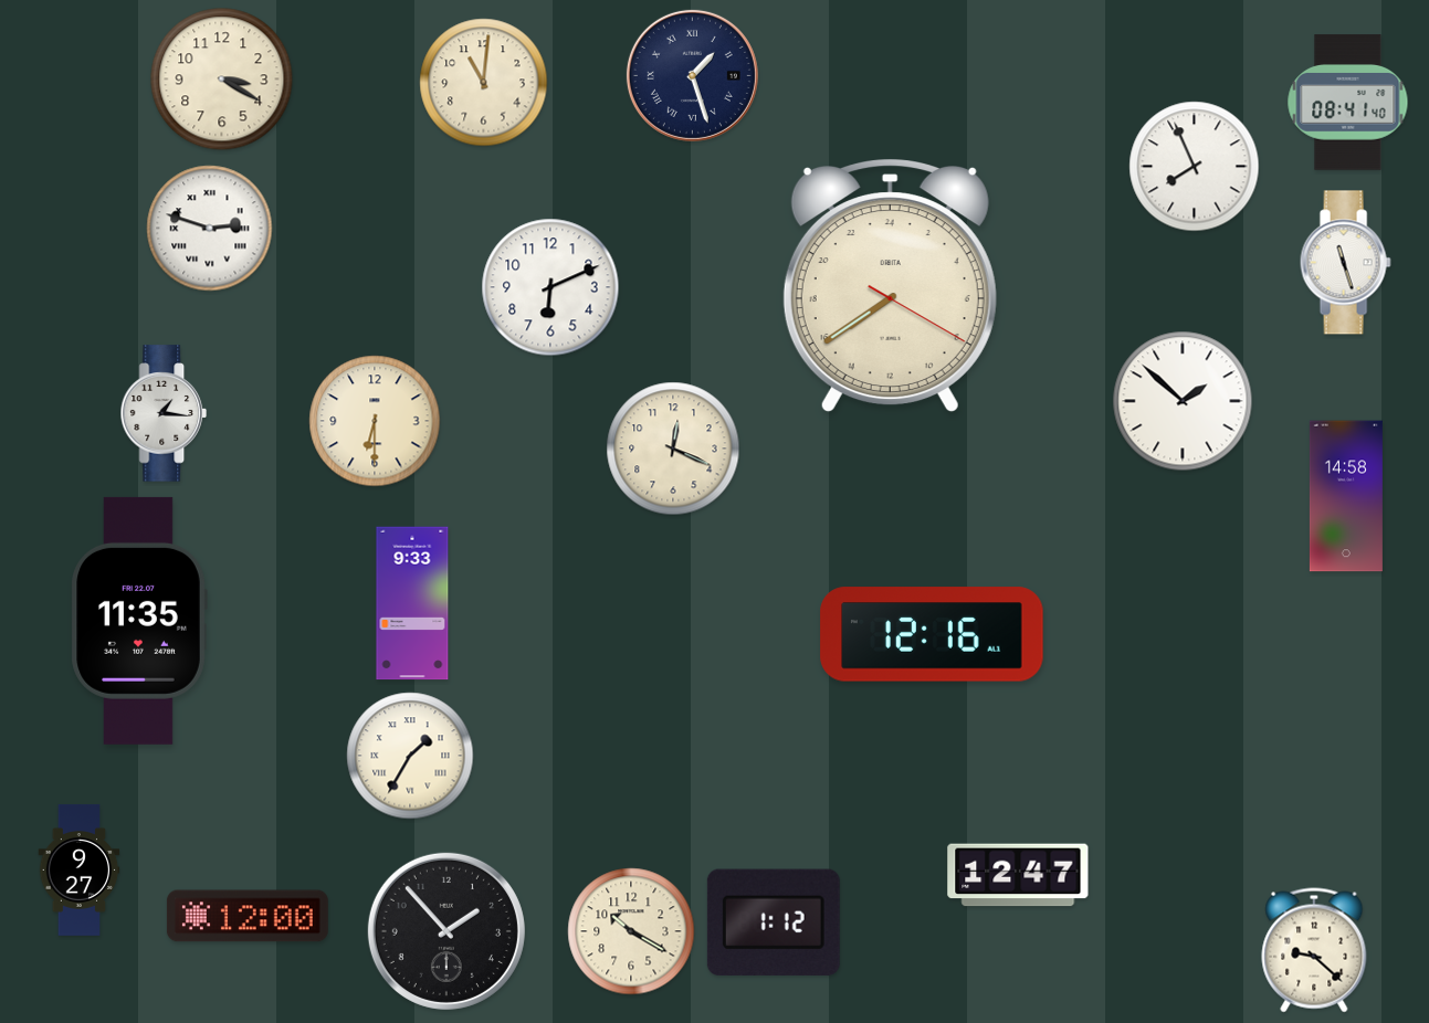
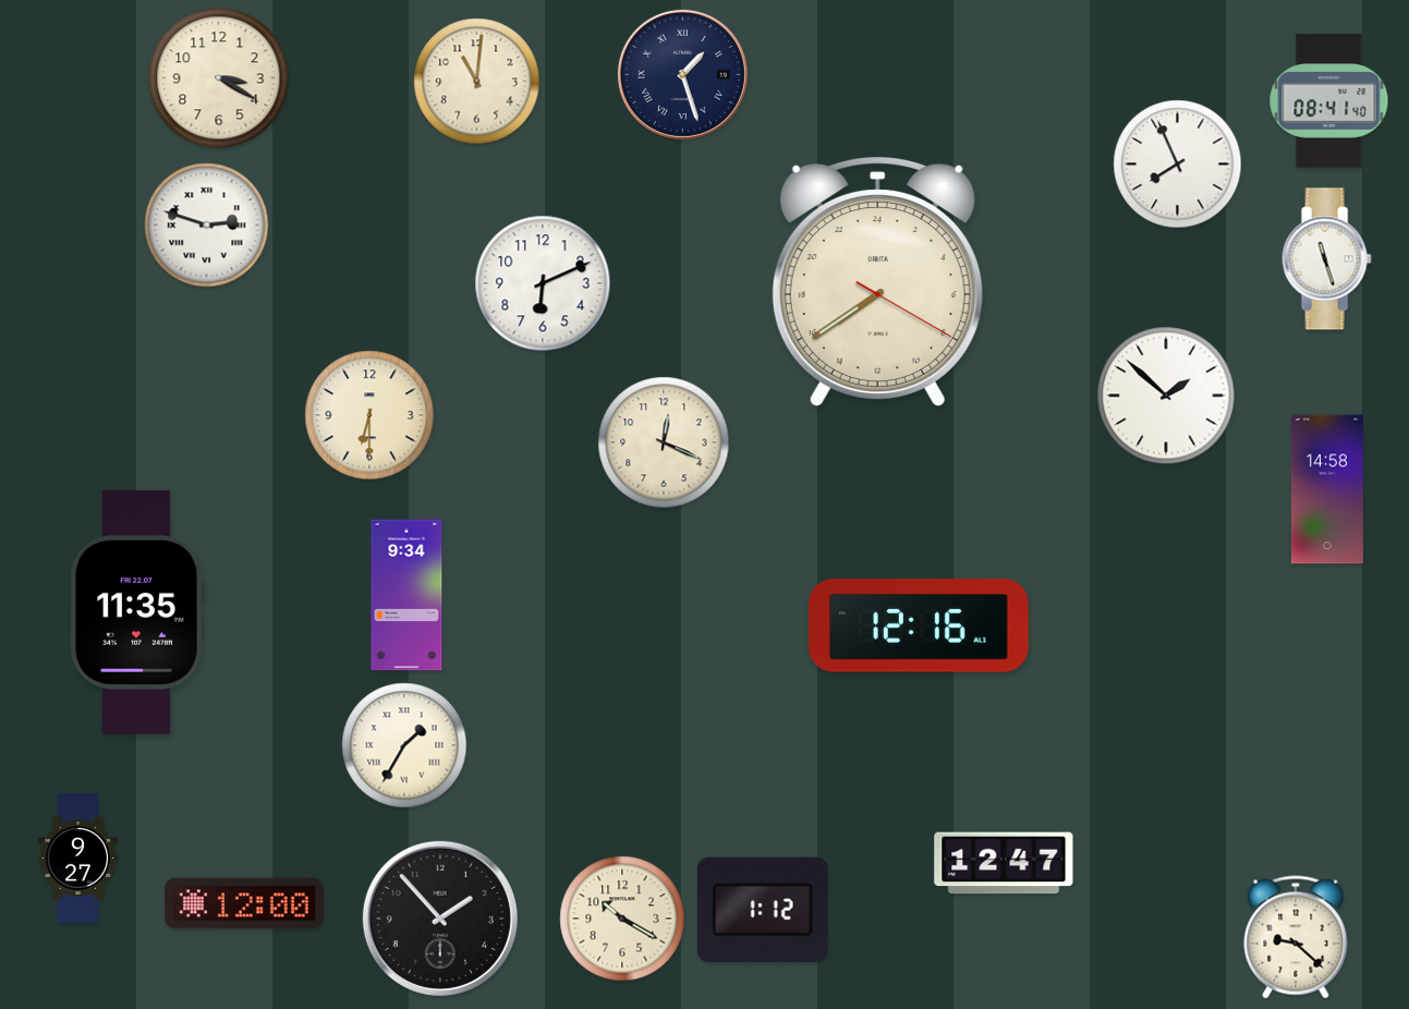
clock at (164, 413): 1:16 -> none
clock at (412, 603): 9:33 -> 9:34
